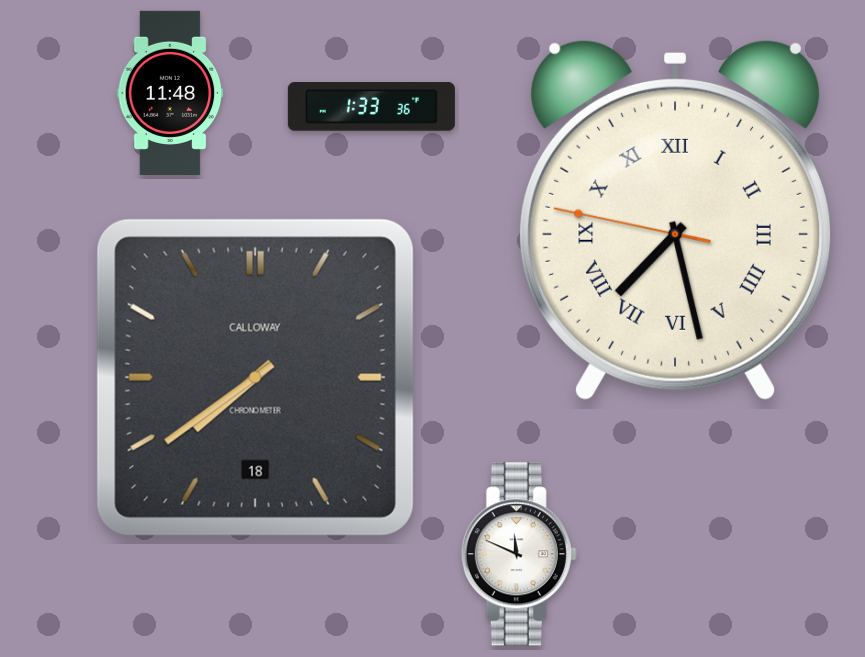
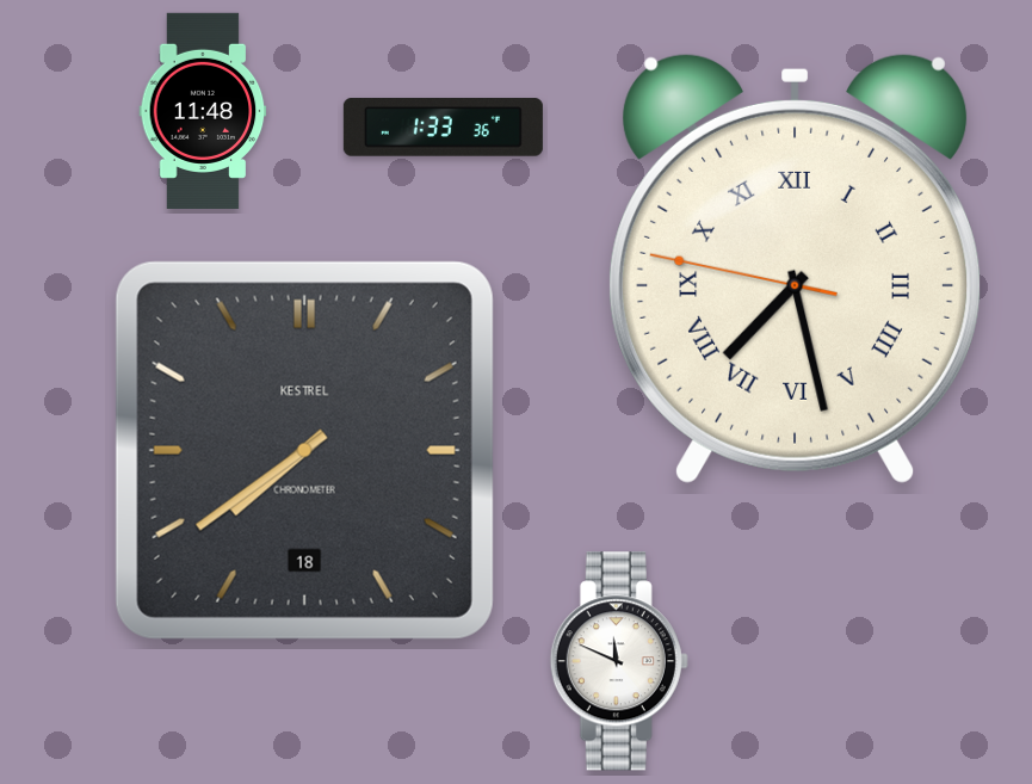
clock at (675, 220) position: (675, 220) -> (795, 268)
clock at (255, 377) brand: CALLOWAY -> KESTREL
